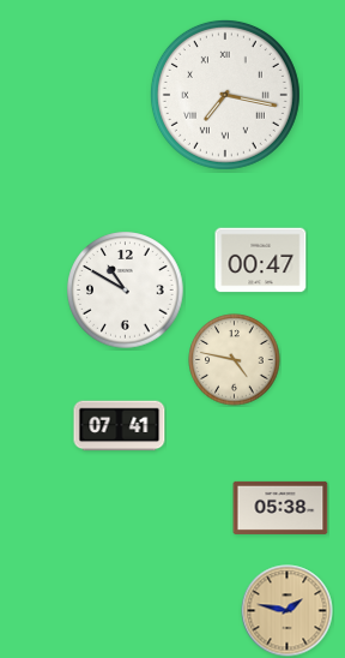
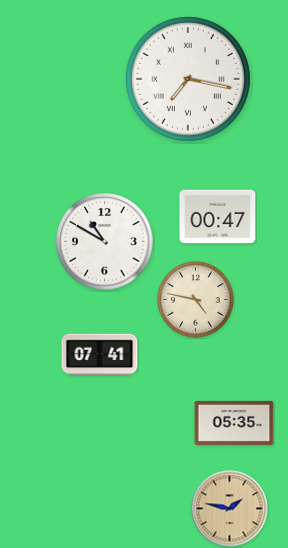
clock at (280, 508): 05:38 -> 05:35
clock at (287, 611) position: (287, 611) -> (230, 509)
